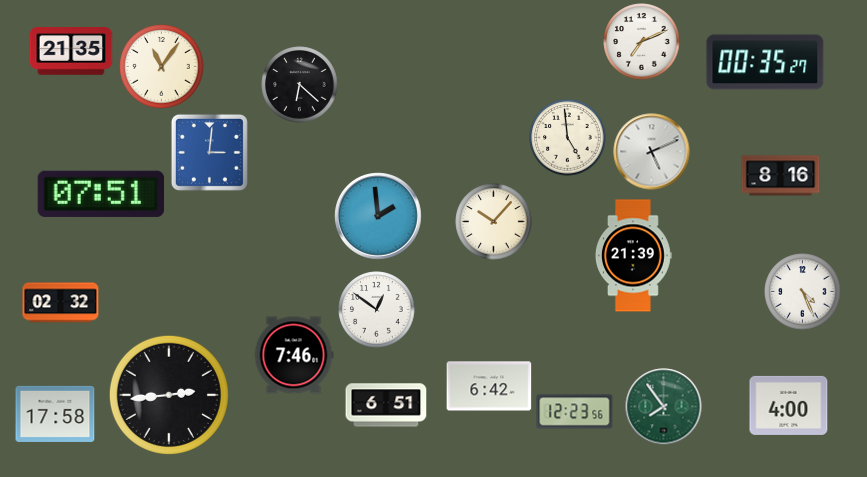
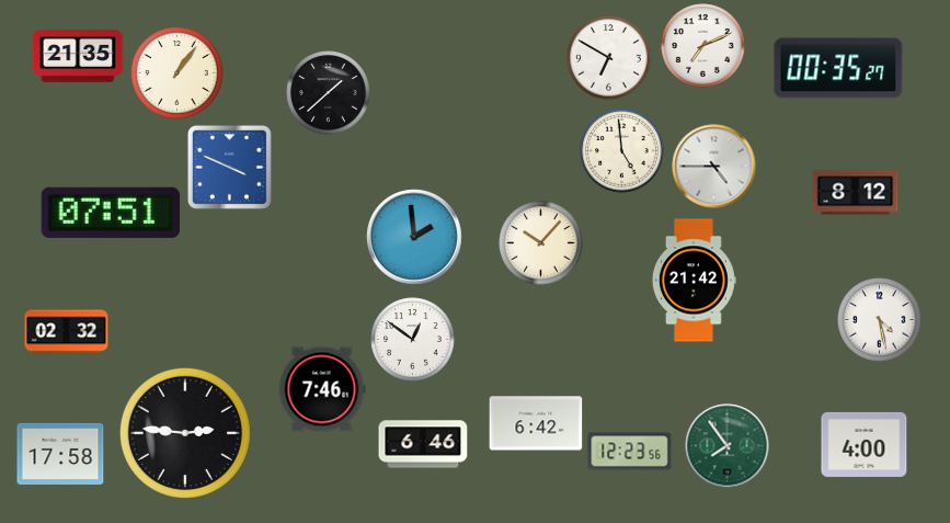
clock at (609, 58): none -> 6:50
clock at (162, 67): 11:06 -> 1:06
clock at (300, 85): 6:22 -> 1:38
clock at (209, 152): 3:01 -> 3:49
clock at (652, 152): 5:11 -> 4:45
clock at (781, 176): 8:16 -> 8:12
clock at (633, 256): 21:39 -> 21:42
clock at (803, 292): 4:26 -> 4:28
clock at (169, 395): 2:44 -> 2:46
clock at (386, 405): 6:51 -> 6:46
